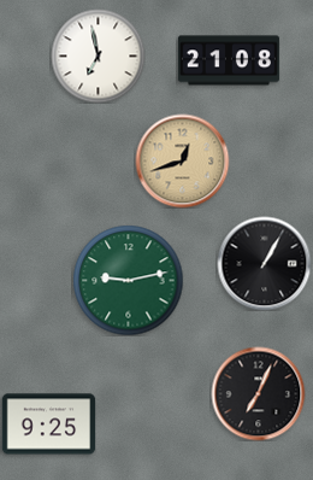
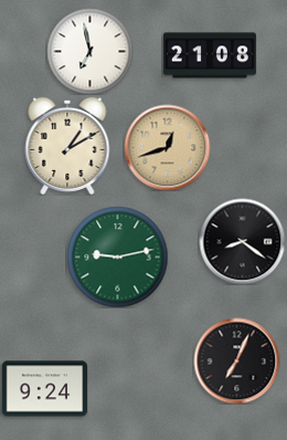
clock at (67, 146): none -> 1:10
clock at (264, 263): 1:05 -> 8:21
clock at (48, 425): 9:25 -> 9:24
